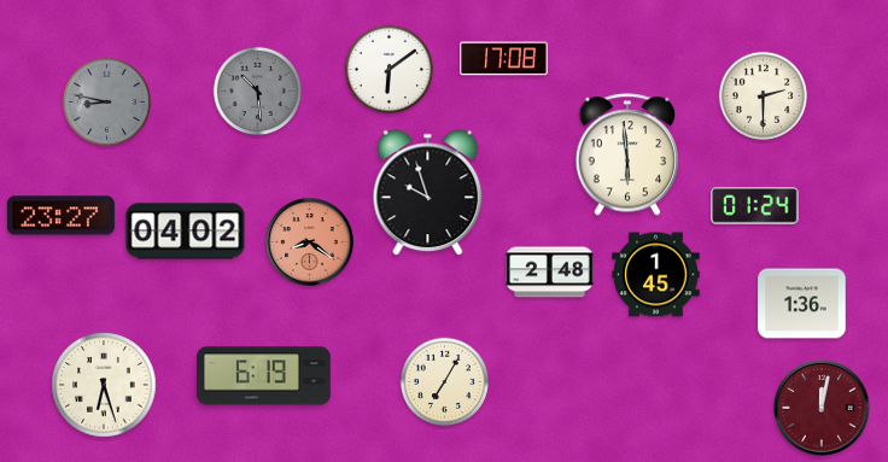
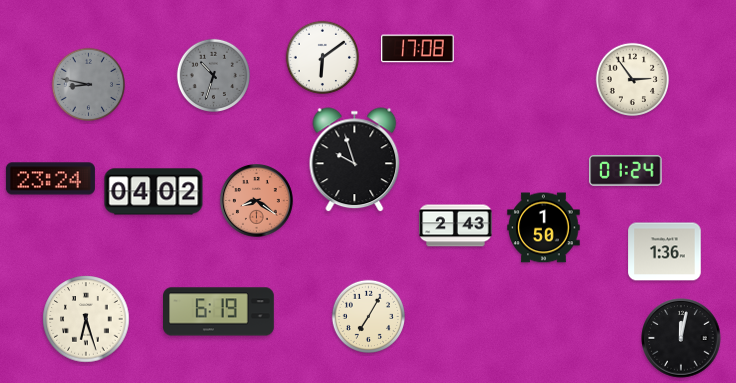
clock at (257, 90): 10:29 -> 10:33
clock at (763, 95): 2:30 -> 2:54
clock at (626, 154): 5:59 -> none
clock at (60, 216): 23:27 -> 23:24
clock at (550, 273): 2:48 -> 2:43
clock at (656, 275): 1:45 -> 1:50
clock at (822, 408) dial: burgundy -> black
